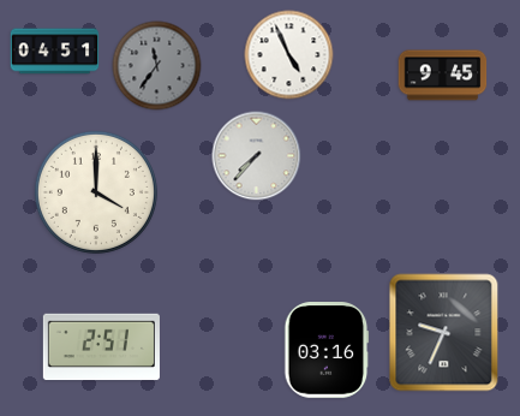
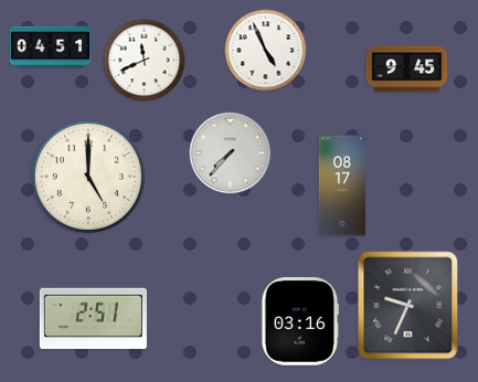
clock at (157, 66): 11:36 -> 11:41
clock at (157, 66) dial: grey -> white
clock at (257, 156) position: (257, 156) -> (231, 153)
clock at (96, 192): 4:00 -> 5:00
clock at (342, 185): none -> 08:17
